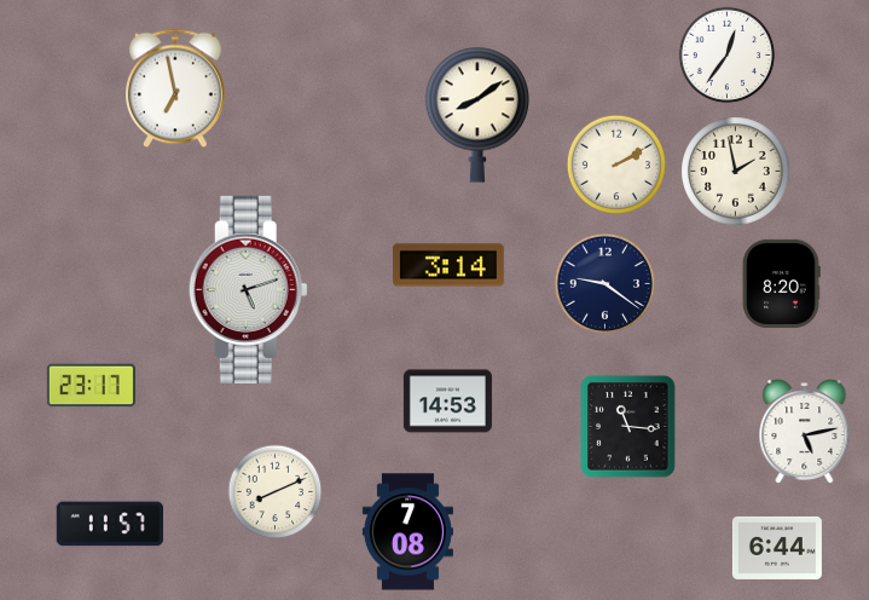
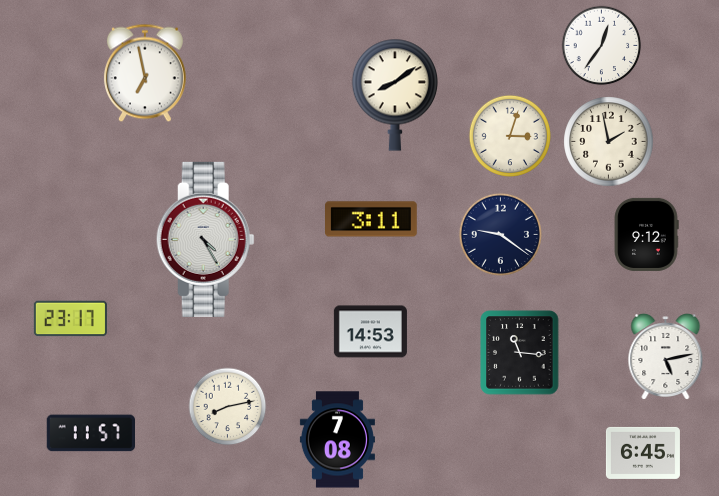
clock at (615, 163): 2:10 -> 3:03
clock at (450, 265): 3:14 -> 3:11
clock at (781, 283): 8:20 -> 9:12
clock at (248, 289): 5:12 -> 4:25
clock at (91, 386) position: (91, 386) -> (70, 319)
clock at (276, 492): 8:11 -> 8:13
clock at (777, 548): 6:44 -> 6:45
